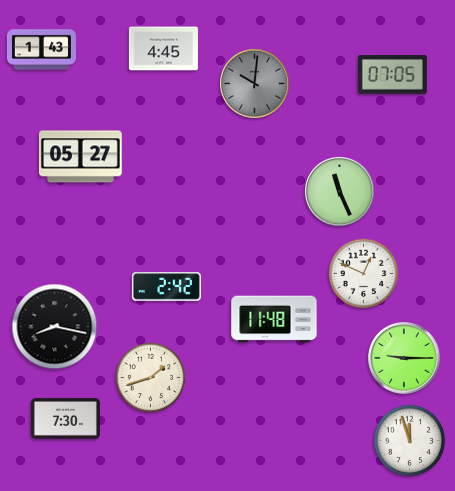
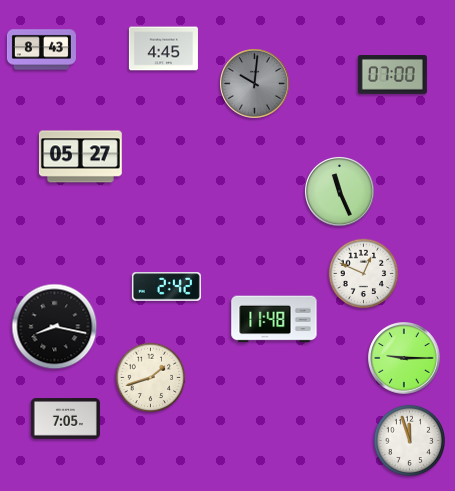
clock at (41, 50): 1:43 -> 8:43
clock at (392, 75): 07:05 -> 07:00
clock at (65, 419): 7:30 -> 7:05
